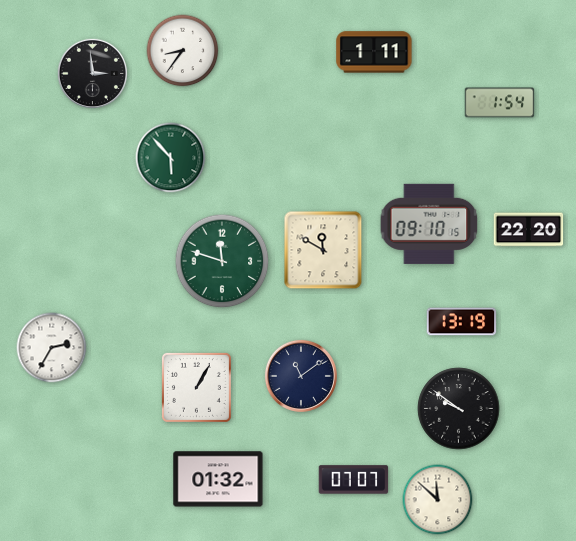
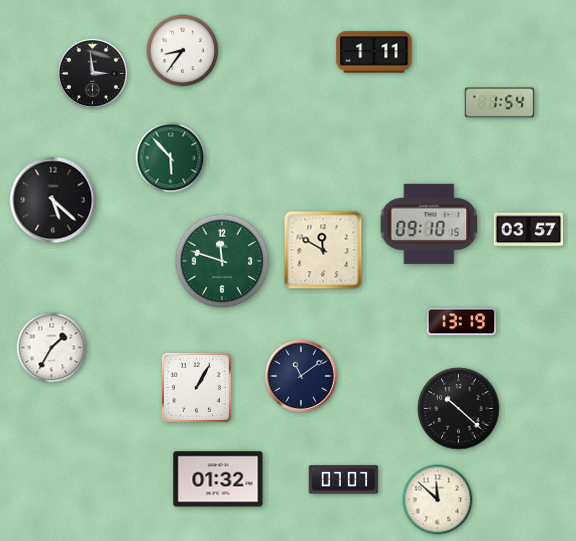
clock at (53, 200): none -> 5:22
clock at (529, 230): 22:20 -> 03:57
clock at (52, 348): 2:35 -> 1:35
clock at (459, 409): 9:51 -> 10:22
clock at (354, 480) position: (354, 480) -> (344, 480)
